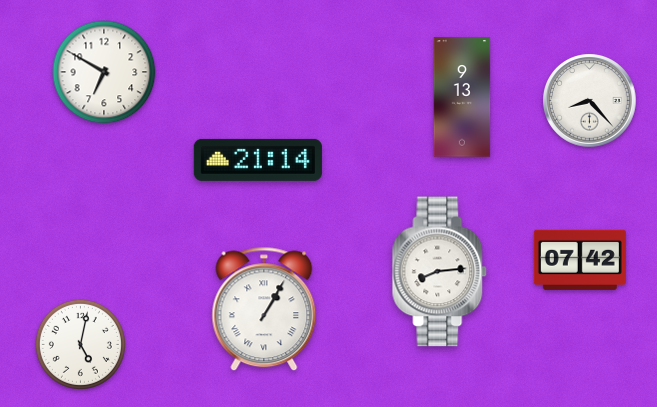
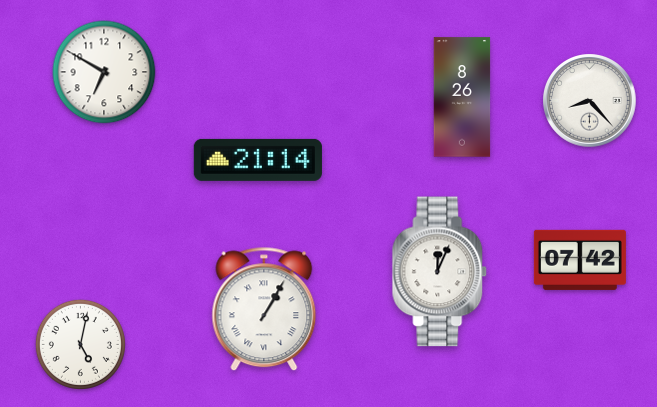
clock at (462, 97): 9:13 -> 8:26
clock at (440, 272): 8:14 -> 12:04
